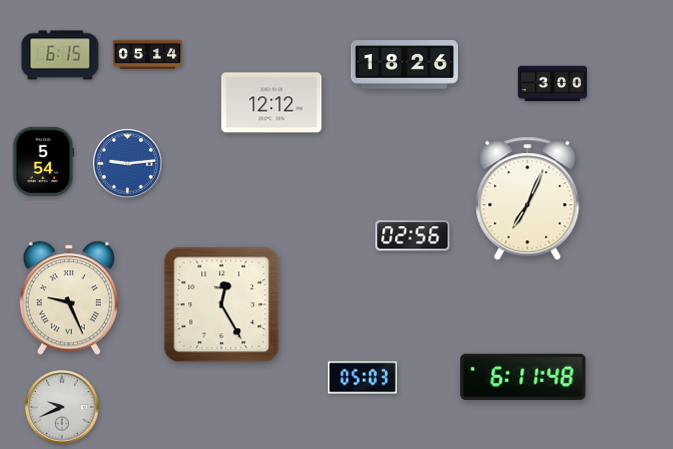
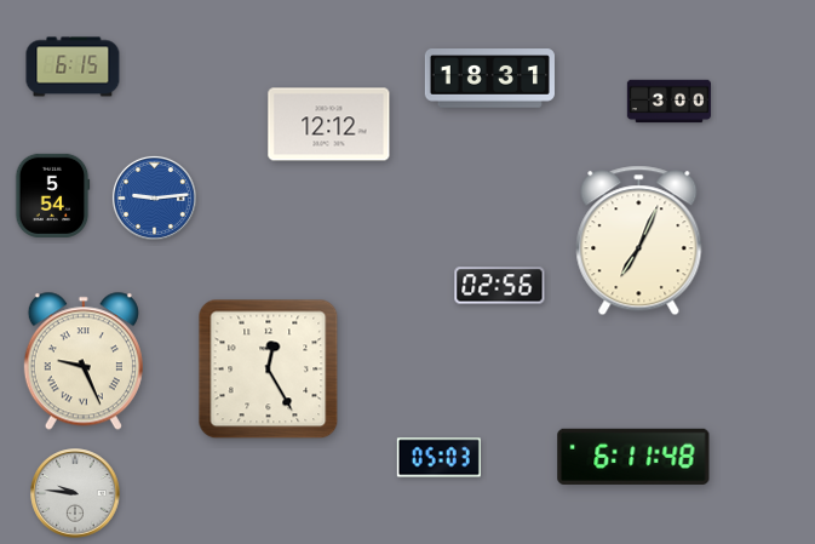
clock at (147, 54): 05:14 -> none
clock at (404, 65): 18:26 -> 18:31
clock at (62, 407): 9:41 -> 9:46
